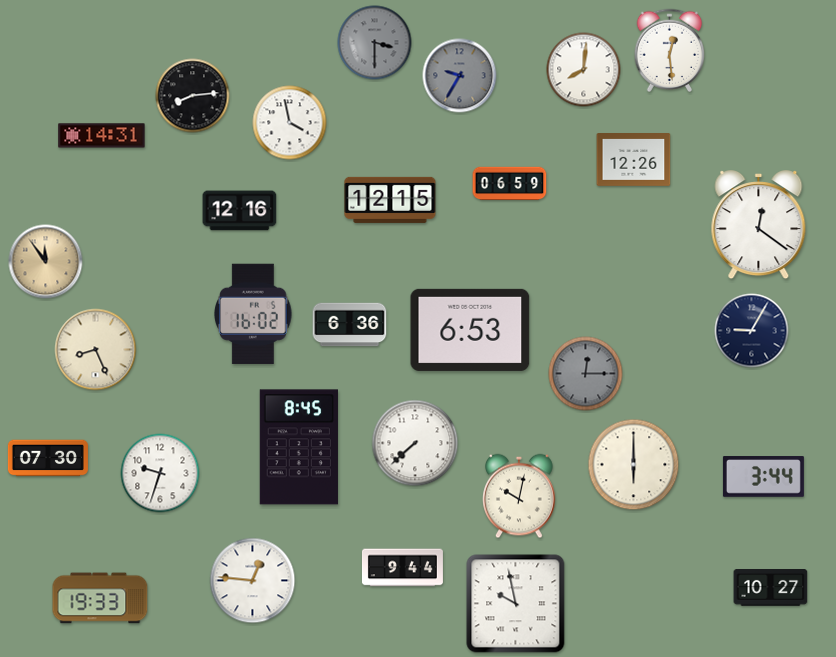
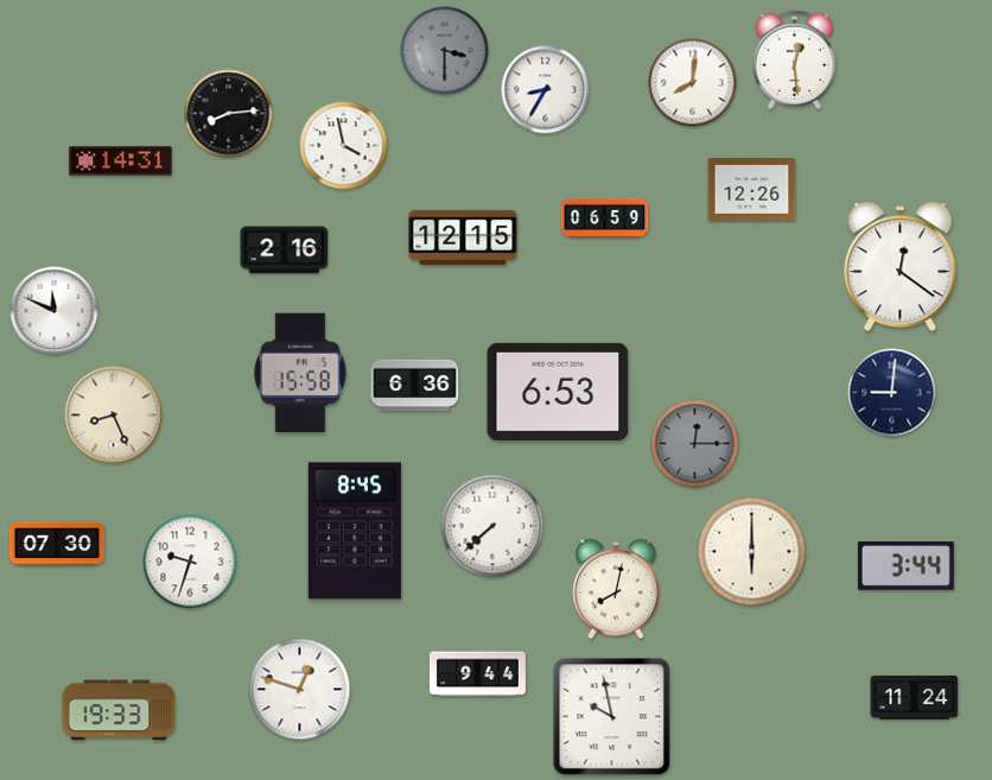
clock at (460, 76): 9:35 -> 8:35
clock at (460, 76) dial: grey -> white
clock at (240, 211): 12:16 -> 2:16
clock at (46, 262): 11:54 -> 11:49
clock at (46, 262) dial: champagne -> white
clock at (253, 314): 16:02 -> 15:58
clock at (752, 331): 9:05 -> 9:01
clock at (519, 496): 10:02 -> 8:02
clock at (253, 581): 12:46 -> 12:48
clock at (771, 588): 10:27 -> 11:24
